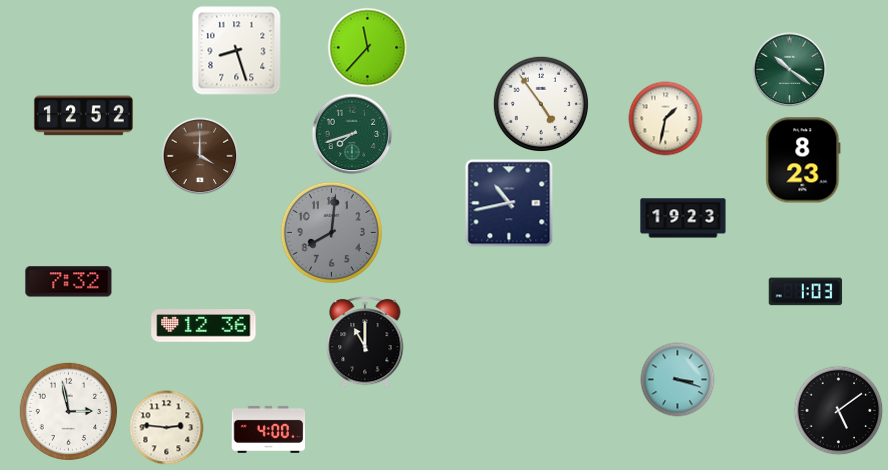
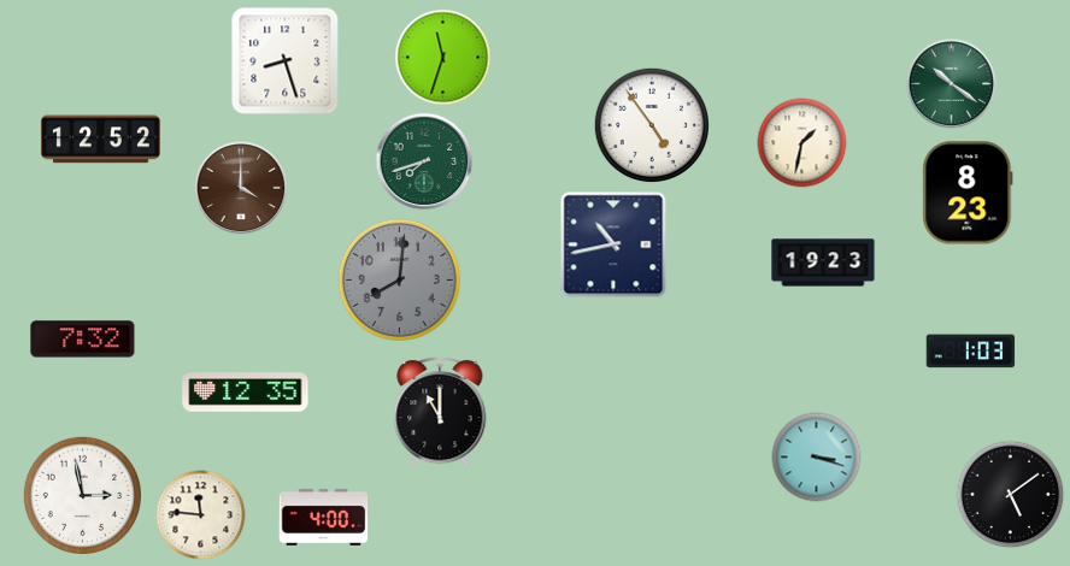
clock at (368, 48): 11:37 -> 11:33
clock at (204, 326): 12:36 -> 12:35
clock at (167, 428): 2:46 -> 11:46
